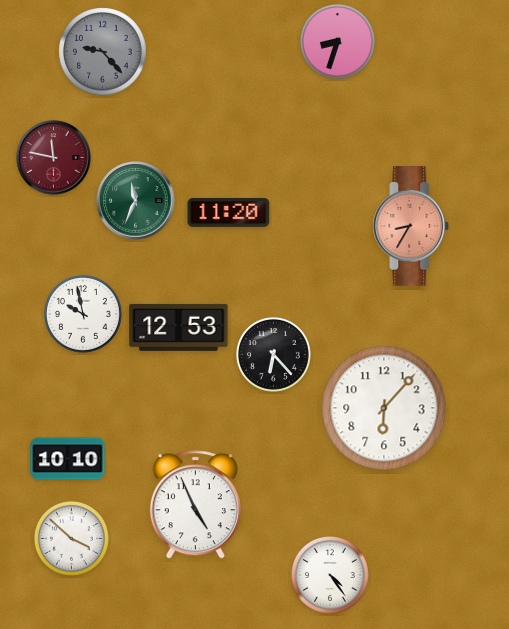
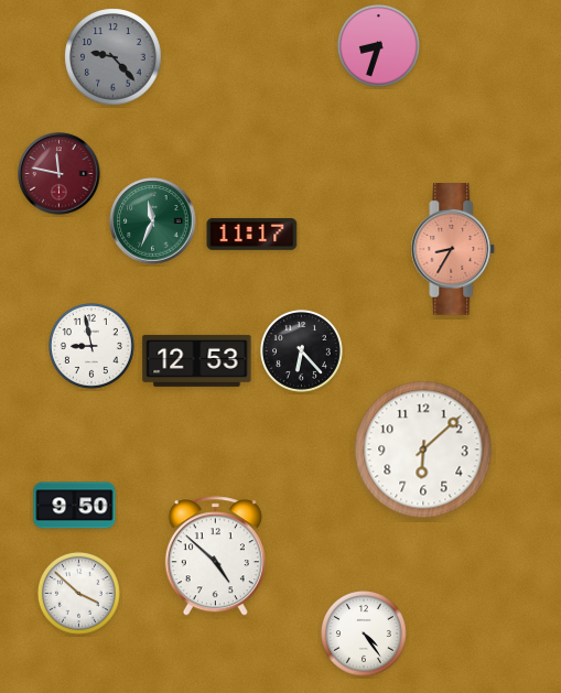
clock at (337, 41) position: (337, 41) -> (378, 45)
clock at (136, 201) position: (136, 201) -> (153, 221)
clock at (229, 212): 11:20 -> 11:17
clock at (84, 315): 9:58 -> 8:58
clock at (273, 354) position: (273, 354) -> (301, 350)
clock at (384, 408): 6:07 -> 6:08
clock at (68, 459): 10:10 -> 9:50
clock at (195, 505): 4:56 -> 4:52
